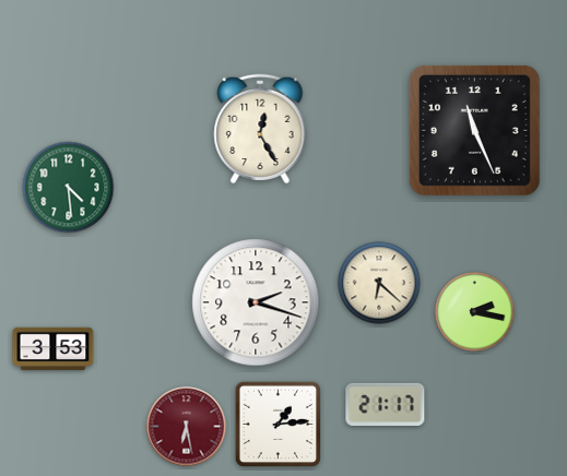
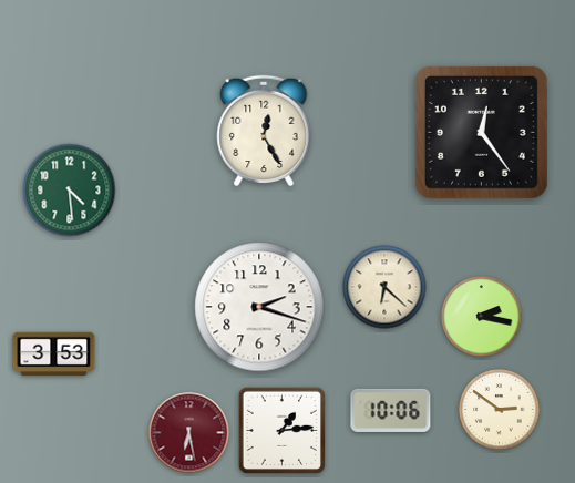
clock at (474, 130): 11:26 -> 12:24
clock at (386, 404): 21:17 -> 10:06
clock at (500, 410): none -> 2:51
